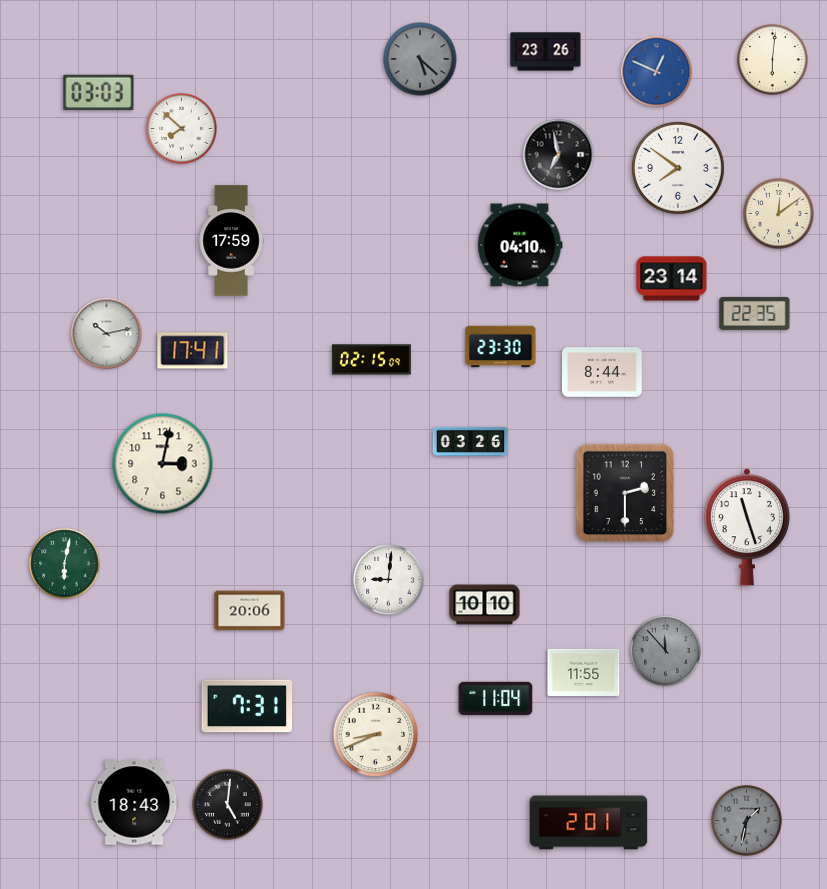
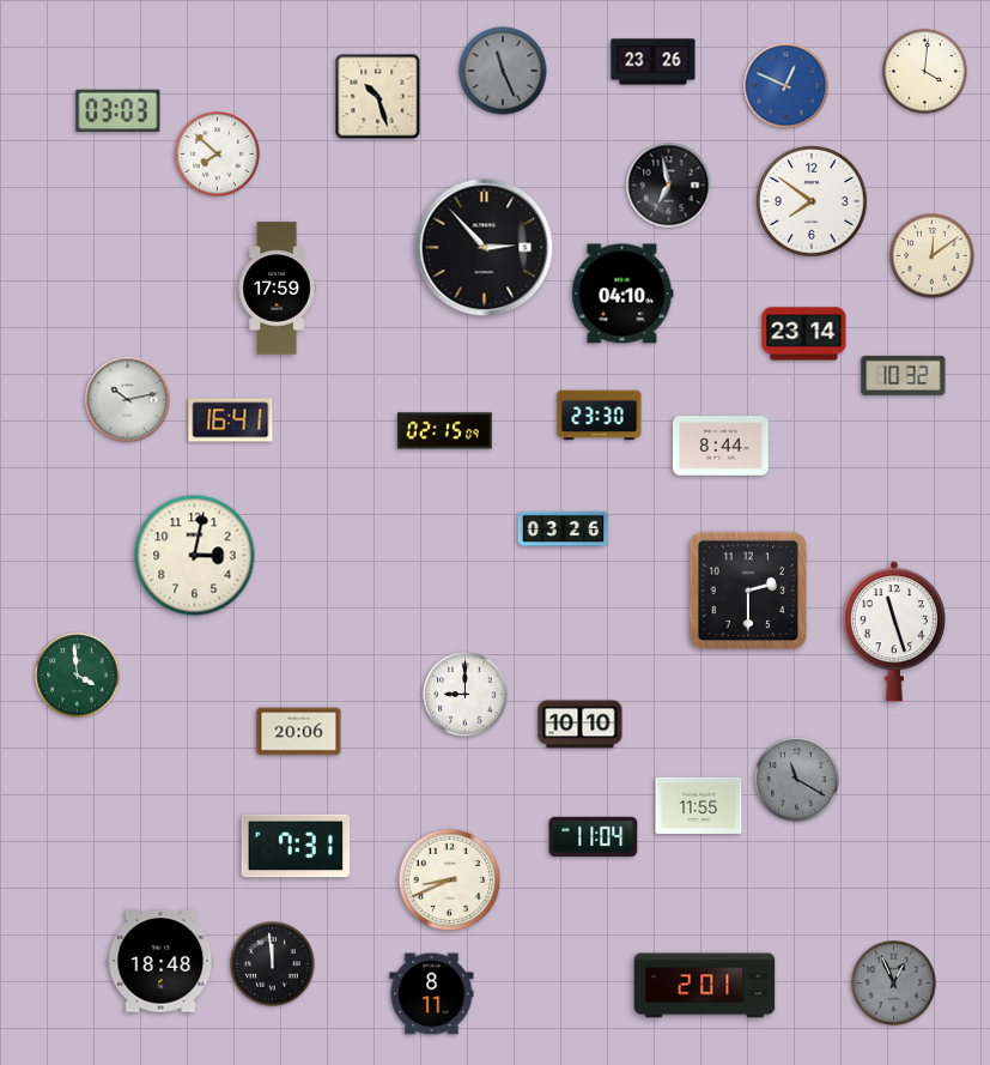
clock at (420, 59): 5:22 -> 11:26
clock at (773, 60): 6:01 -> 4:01
clock at (378, 97): none -> 10:27
clock at (485, 248): none -> 2:53
clock at (755, 313): 22:35 -> 10:32
clock at (193, 351): 17:41 -> 16:41
clock at (65, 564): 6:02 -> 3:59
clock at (389, 580): 9:01 -> 9:00
clock at (666, 651): 11:53 -> 11:20
clock at (134, 802): 18:43 -> 18:48
clock at (228, 805): 5:01 -> 11:59
clock at (747, 821): 1:32 -> 12:56
clock at (432, 994): none -> 8:11
